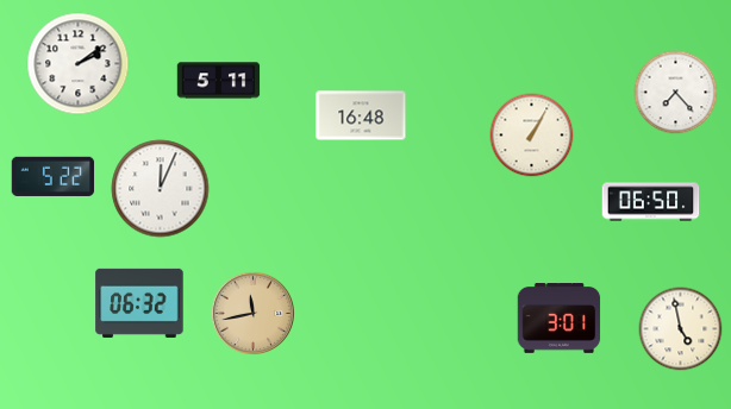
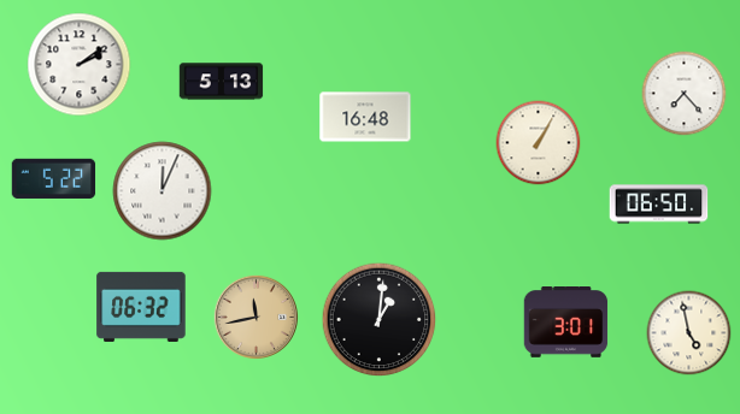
clock at (219, 81): 5:11 -> 5:13
clock at (532, 136) position: (532, 136) -> (539, 143)
clock at (380, 320): none -> 1:01
